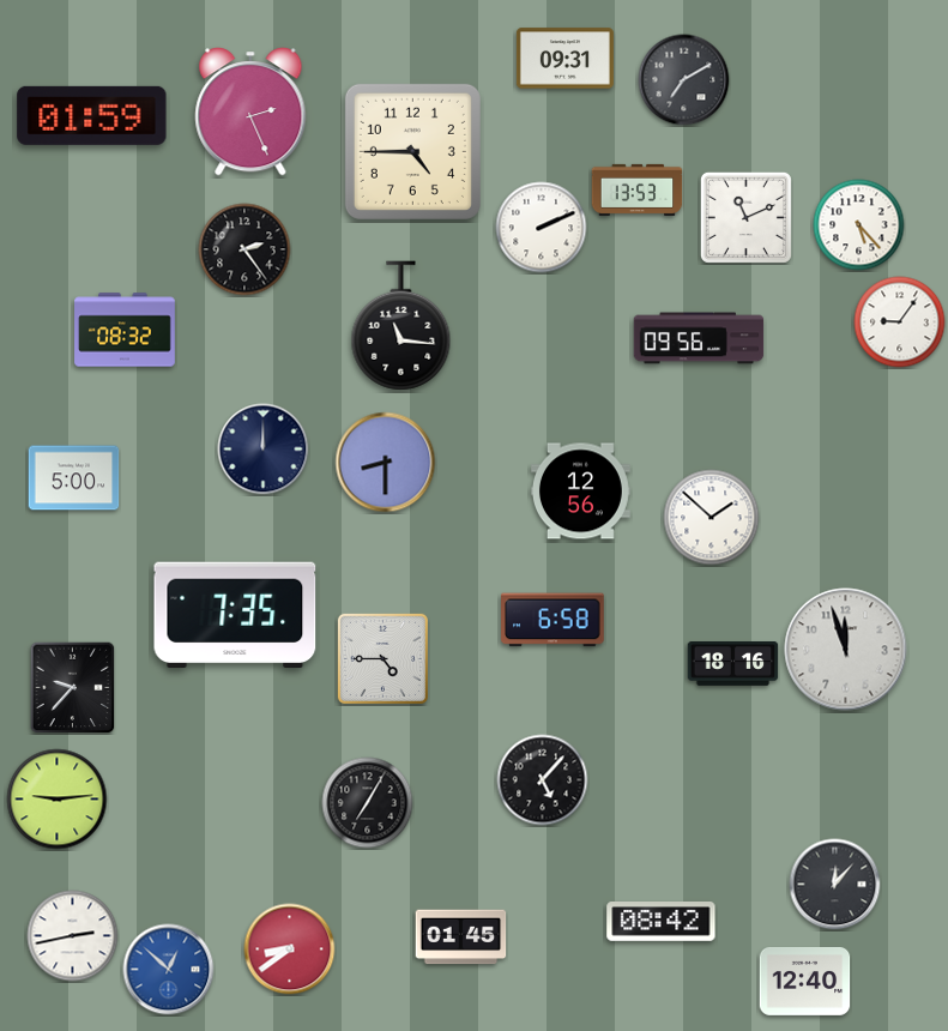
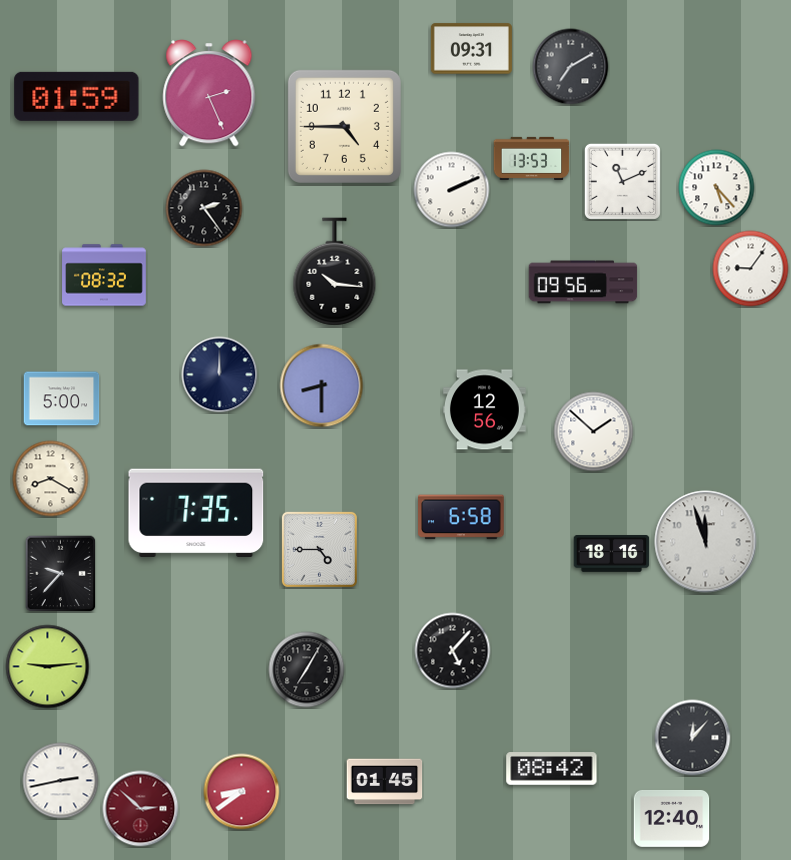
clock at (401, 326): 11:16 -> 10:16
clock at (51, 479): none -> 8:20
clock at (835, 885) position: (835, 885) -> (693, 738)
clock at (169, 970): 12:52 -> 2:52
clock at (169, 970) dial: blue -> burgundy
